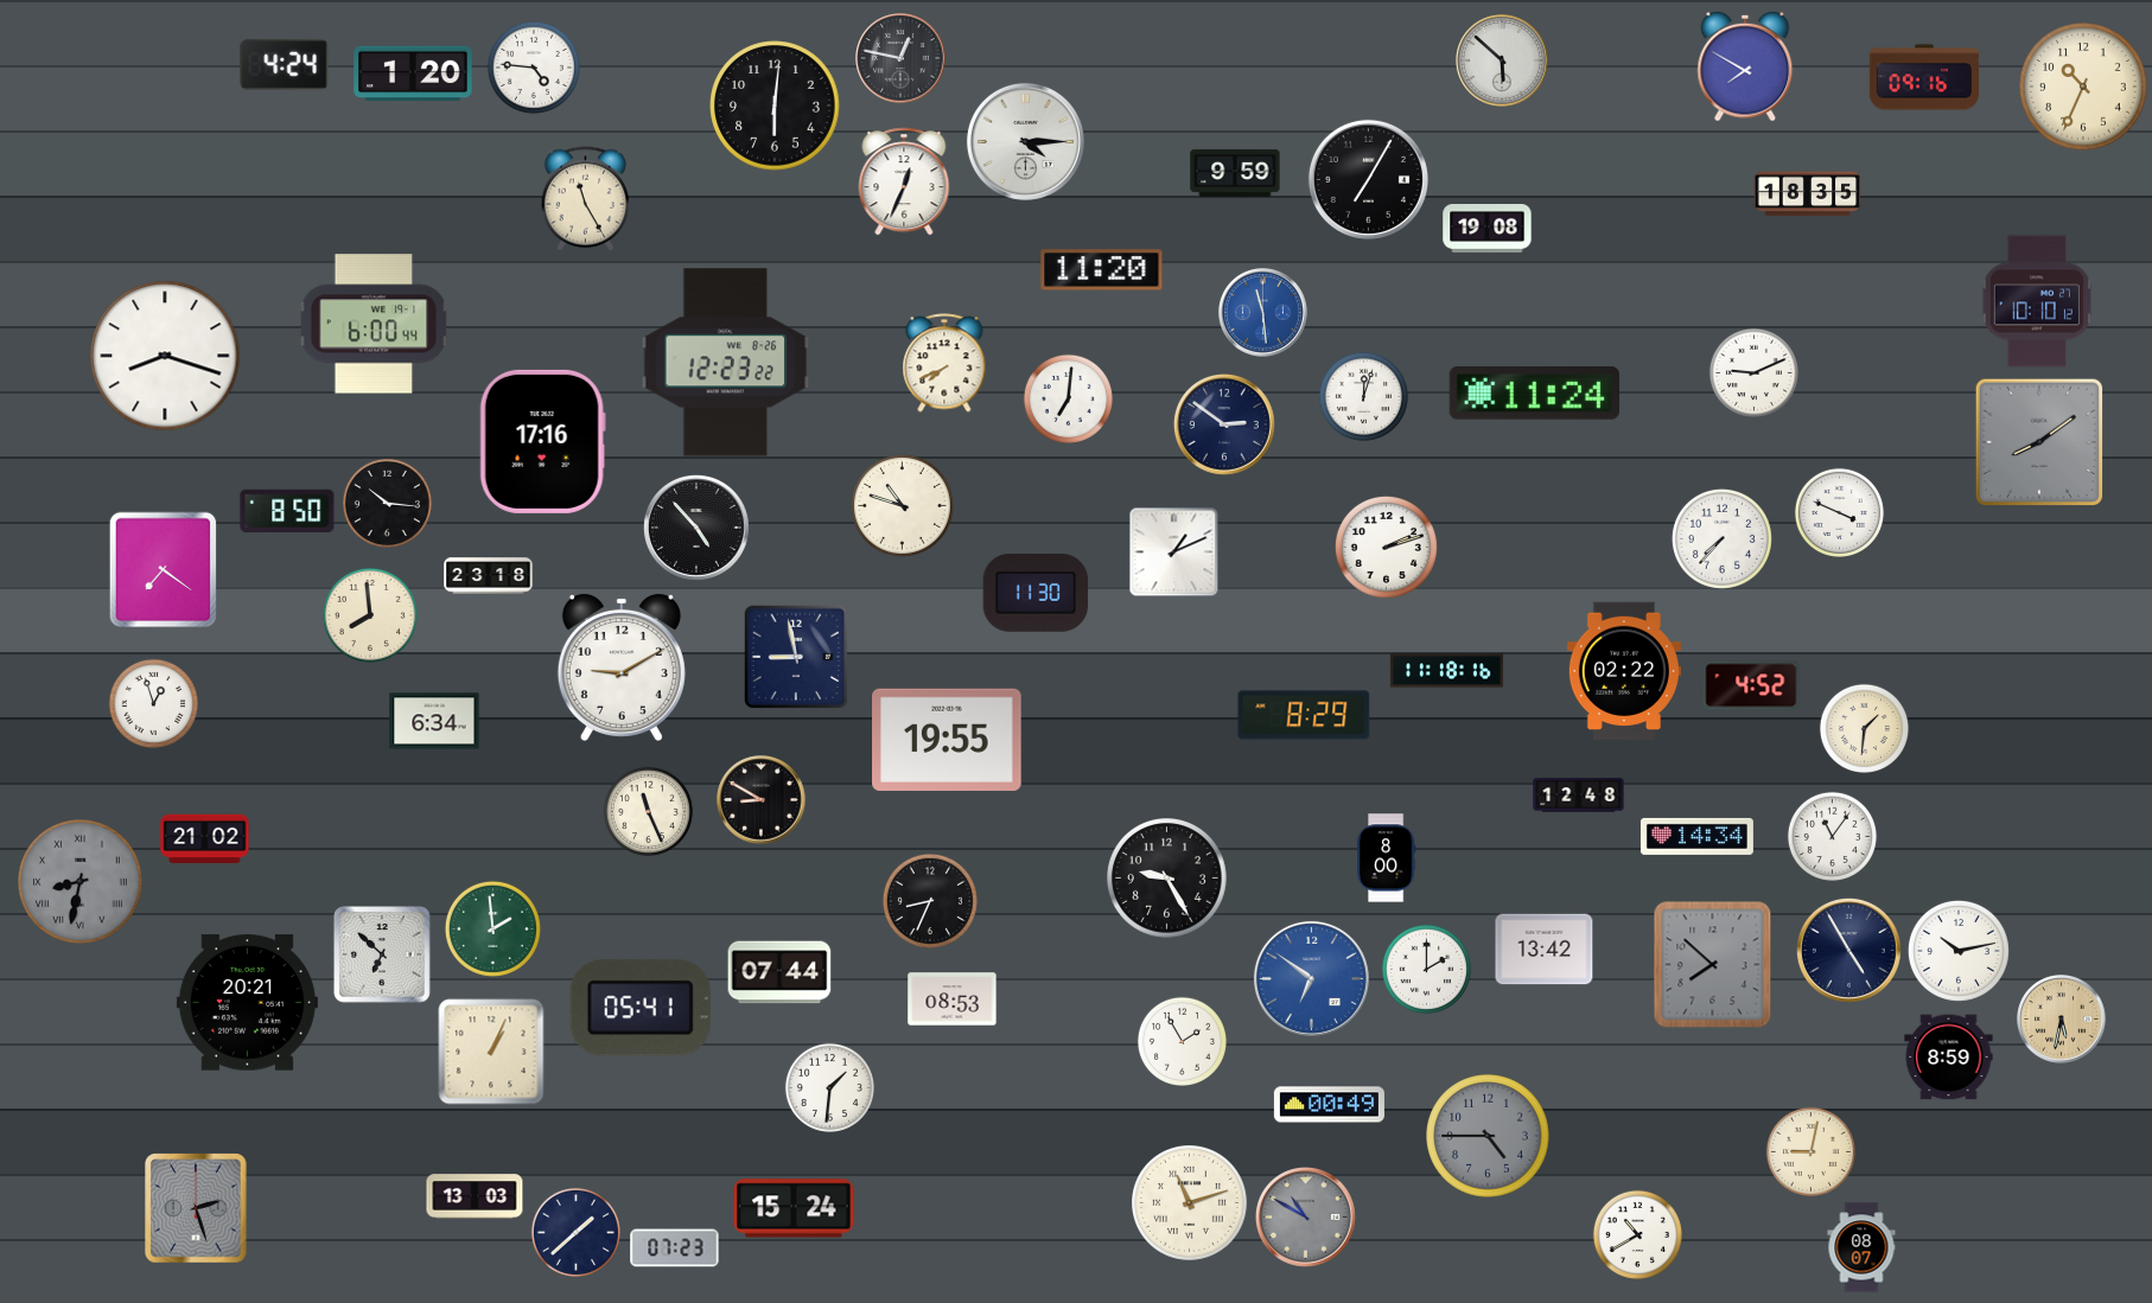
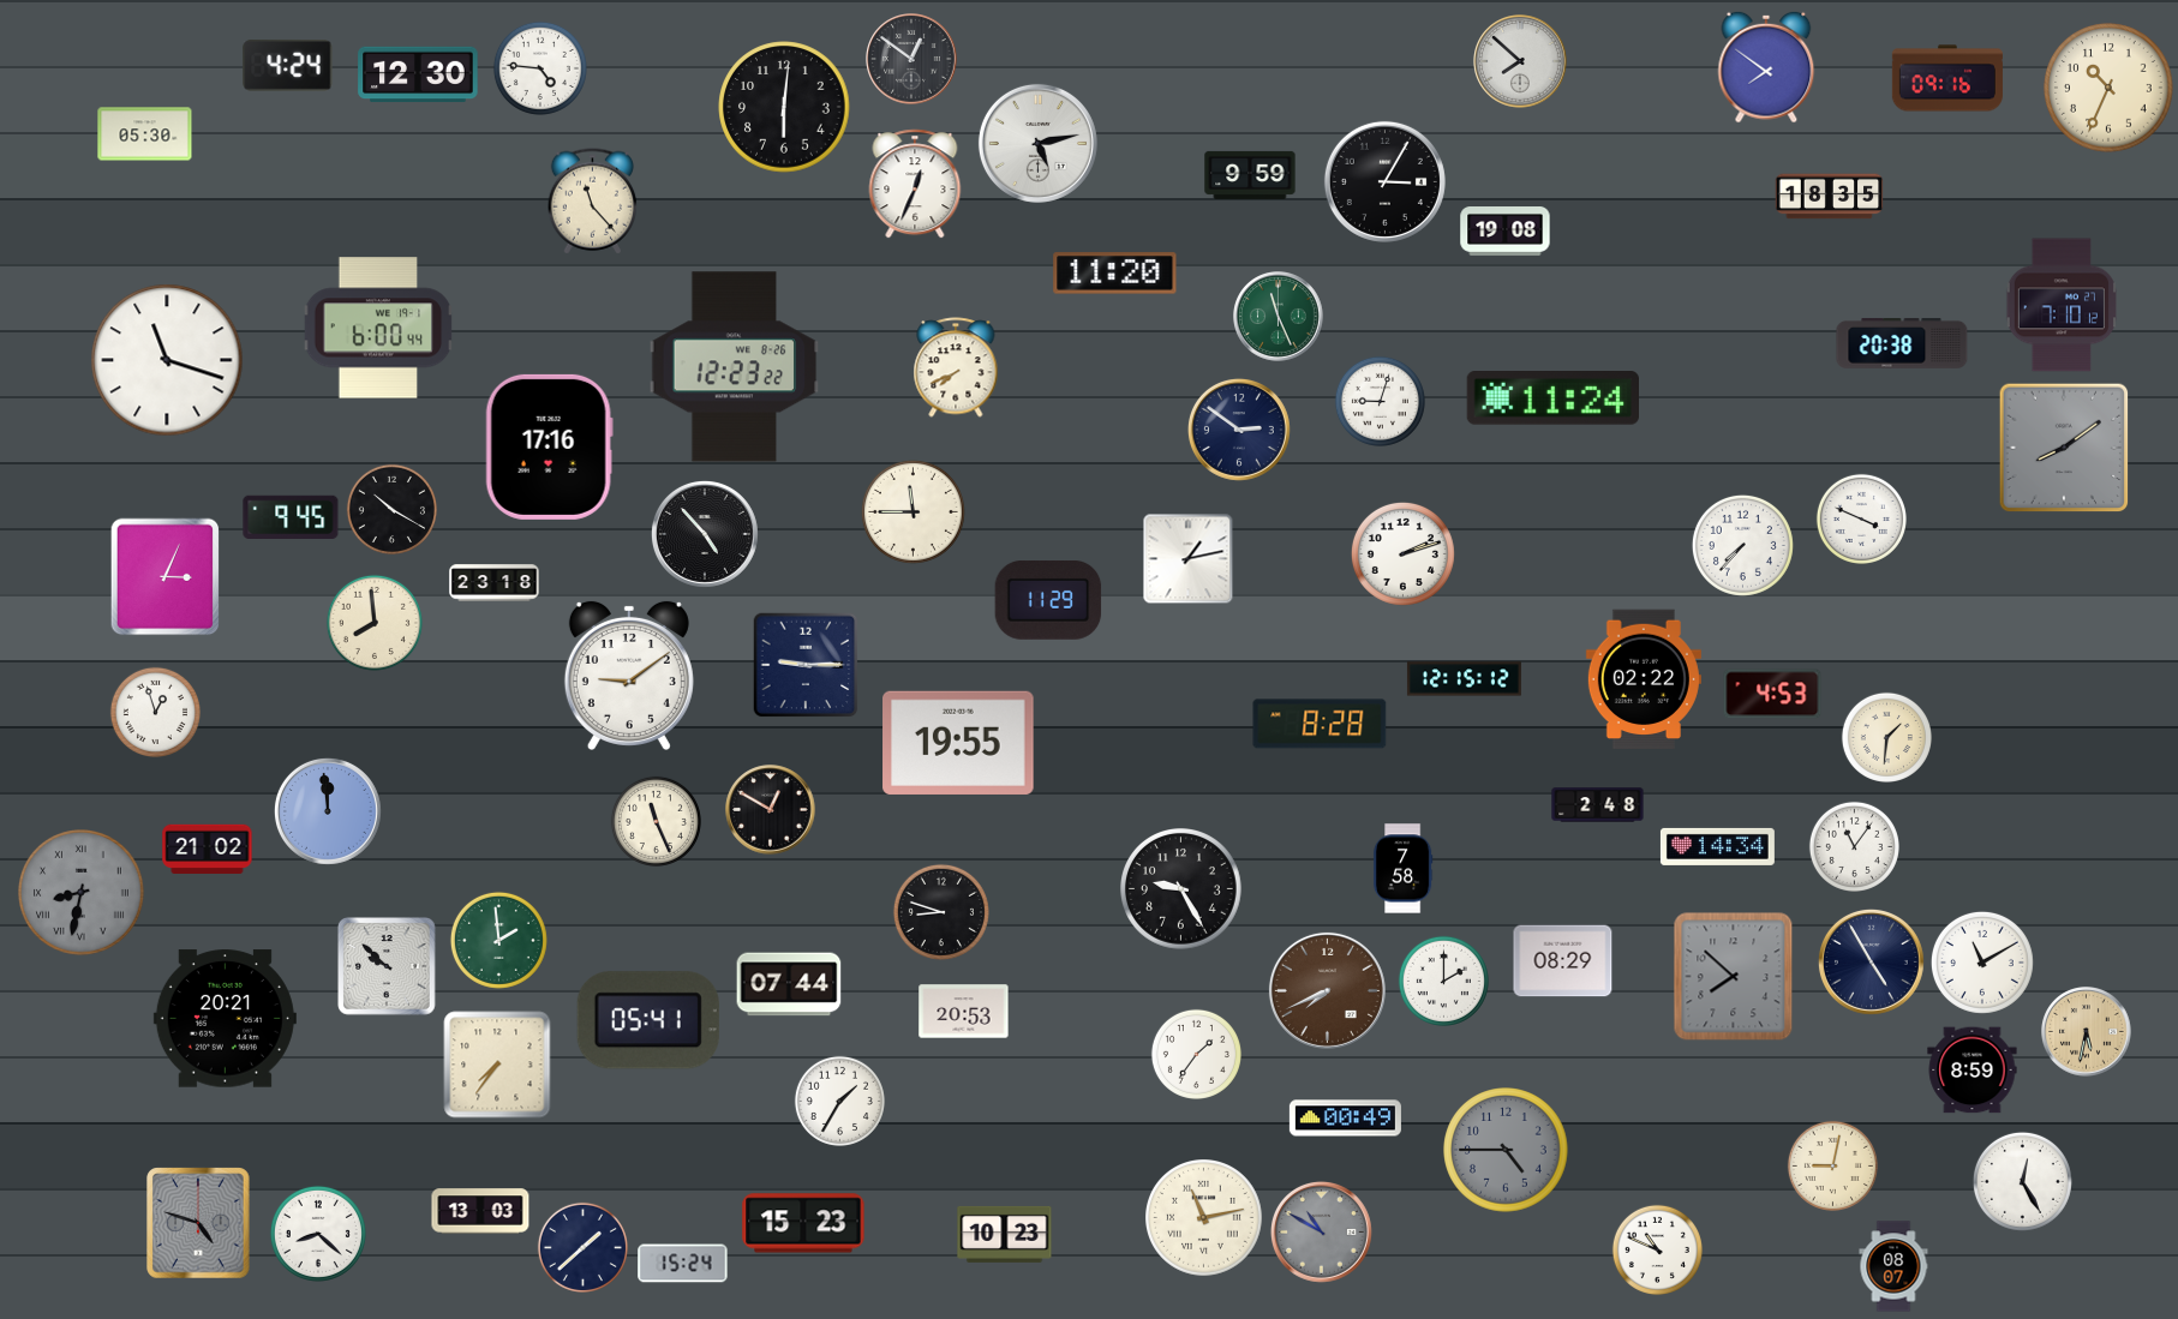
clock at (900, 58): 12:47 -> 12:51
clock at (1502, 60): 5:52 -> 7:52
clock at (1745, 66): 7:50 -> 7:51
clock at (413, 74): 1:20 -> 12:30
clock at (145, 134): none -> 05:30
clock at (1025, 141): 4:15 -> 5:13
clock at (1368, 179): 7:05 -> 3:05
clock at (586, 199): 11:25 -> 11:23
clock at (2037, 301): 10:10 -> 7:10
clock at (1263, 313): 11:29 -> 11:26
clock at (1263, 313) dial: blue -> green
clock at (1902, 343): none -> 20:38
clock at (165, 356): 8:18 -> 11:18
clock at (1753, 372): 9:11 -> none
clock at (1363, 396): 12:03 -> 9:03
clock at (1068, 398): 7:01 -> none
clock at (387, 503): 10:16 -> 10:20
clock at (902, 505): 10:48 -> 11:45
clock at (287, 511): 8:50 -> 9:45
clock at (1174, 553): 1:11 -> 1:13
clock at (164, 570): 7:21 -> 3:04
clock at (1036, 594): 11:30 -> 11:29
clock at (796, 657): 8:58 -> 9:15
clock at (622, 668): 9:10 -> 9:09
clock at (1446, 671): 11:18 -> 12:15
clock at (1751, 685): 4:52 -> 4:53
clock at (1304, 715): 8:29 -> 8:28
clock at (434, 721): 6:34 -> none
clock at (947, 740) position: (947, 740) -> (958, 743)
clock at (1579, 796): 12:48 -> 2:48
clock at (762, 800): 8:50 -> 12:50
clock at (328, 811): none -> 11:59
clock at (1386, 858): 8:00 -> 7:58
clock at (930, 901): 8:34 -> 8:48
clock at (1545, 950): 13:42 -> 08:29
clock at (1959, 951): 10:13 -> 11:10
clock at (382, 954): 6:52 -> 9:52
clock at (1311, 978): 6:51 -> 7:41
clock at (1311, 978) dial: blue -> brown
clock at (953, 999): 08:53 -> 20:53
clock at (247, 1003) position: (247, 1003) -> (225, 1019)
clock at (1182, 1041): 1:55 -> 1:36
clock at (491, 1052): 1:04 -> 7:36
clock at (829, 1087): 1:31 -> 1:35
clock at (2022, 1181): none -> 12:25
clock at (1190, 1203): 11:12 -> 11:13
clock at (196, 1208): 2:27 -> 4:48
clock at (794, 1208): 15:24 -> 15:23
clock at (318, 1234): none -> 8:22
clock at (1005, 1234): none -> 10:23
clock at (1637, 1234): 10:40 -> 10:49
clock at (1861, 1247) position: (1861, 1247) -> (1893, 1266)
clock at (675, 1248): 07:23 -> 15:24
